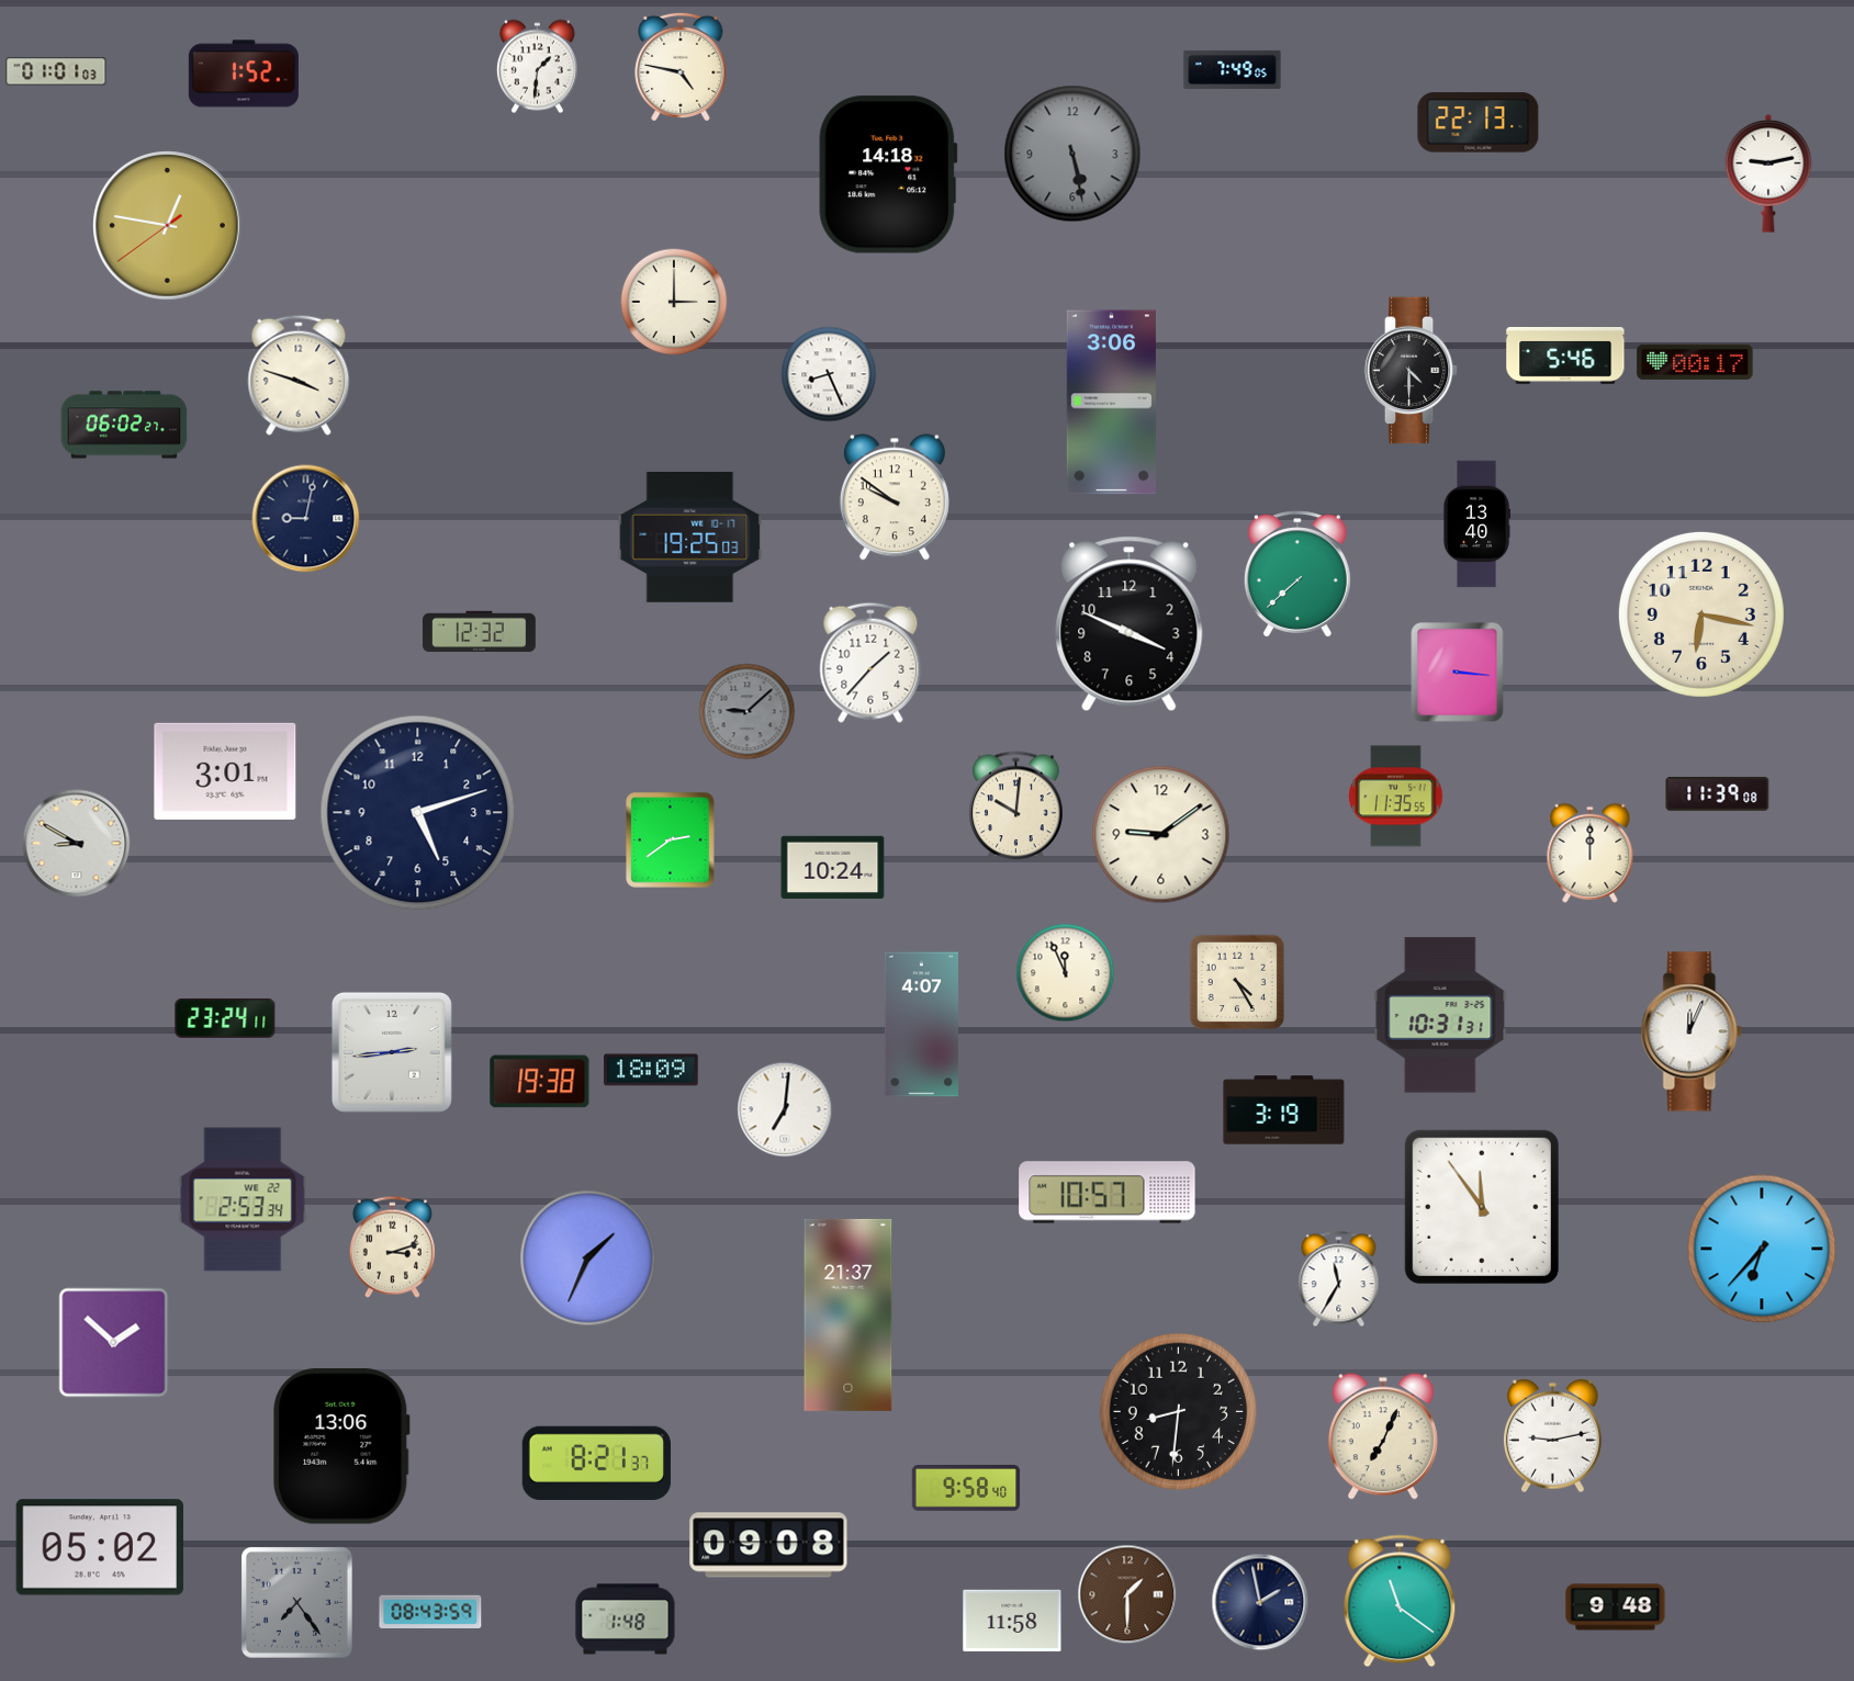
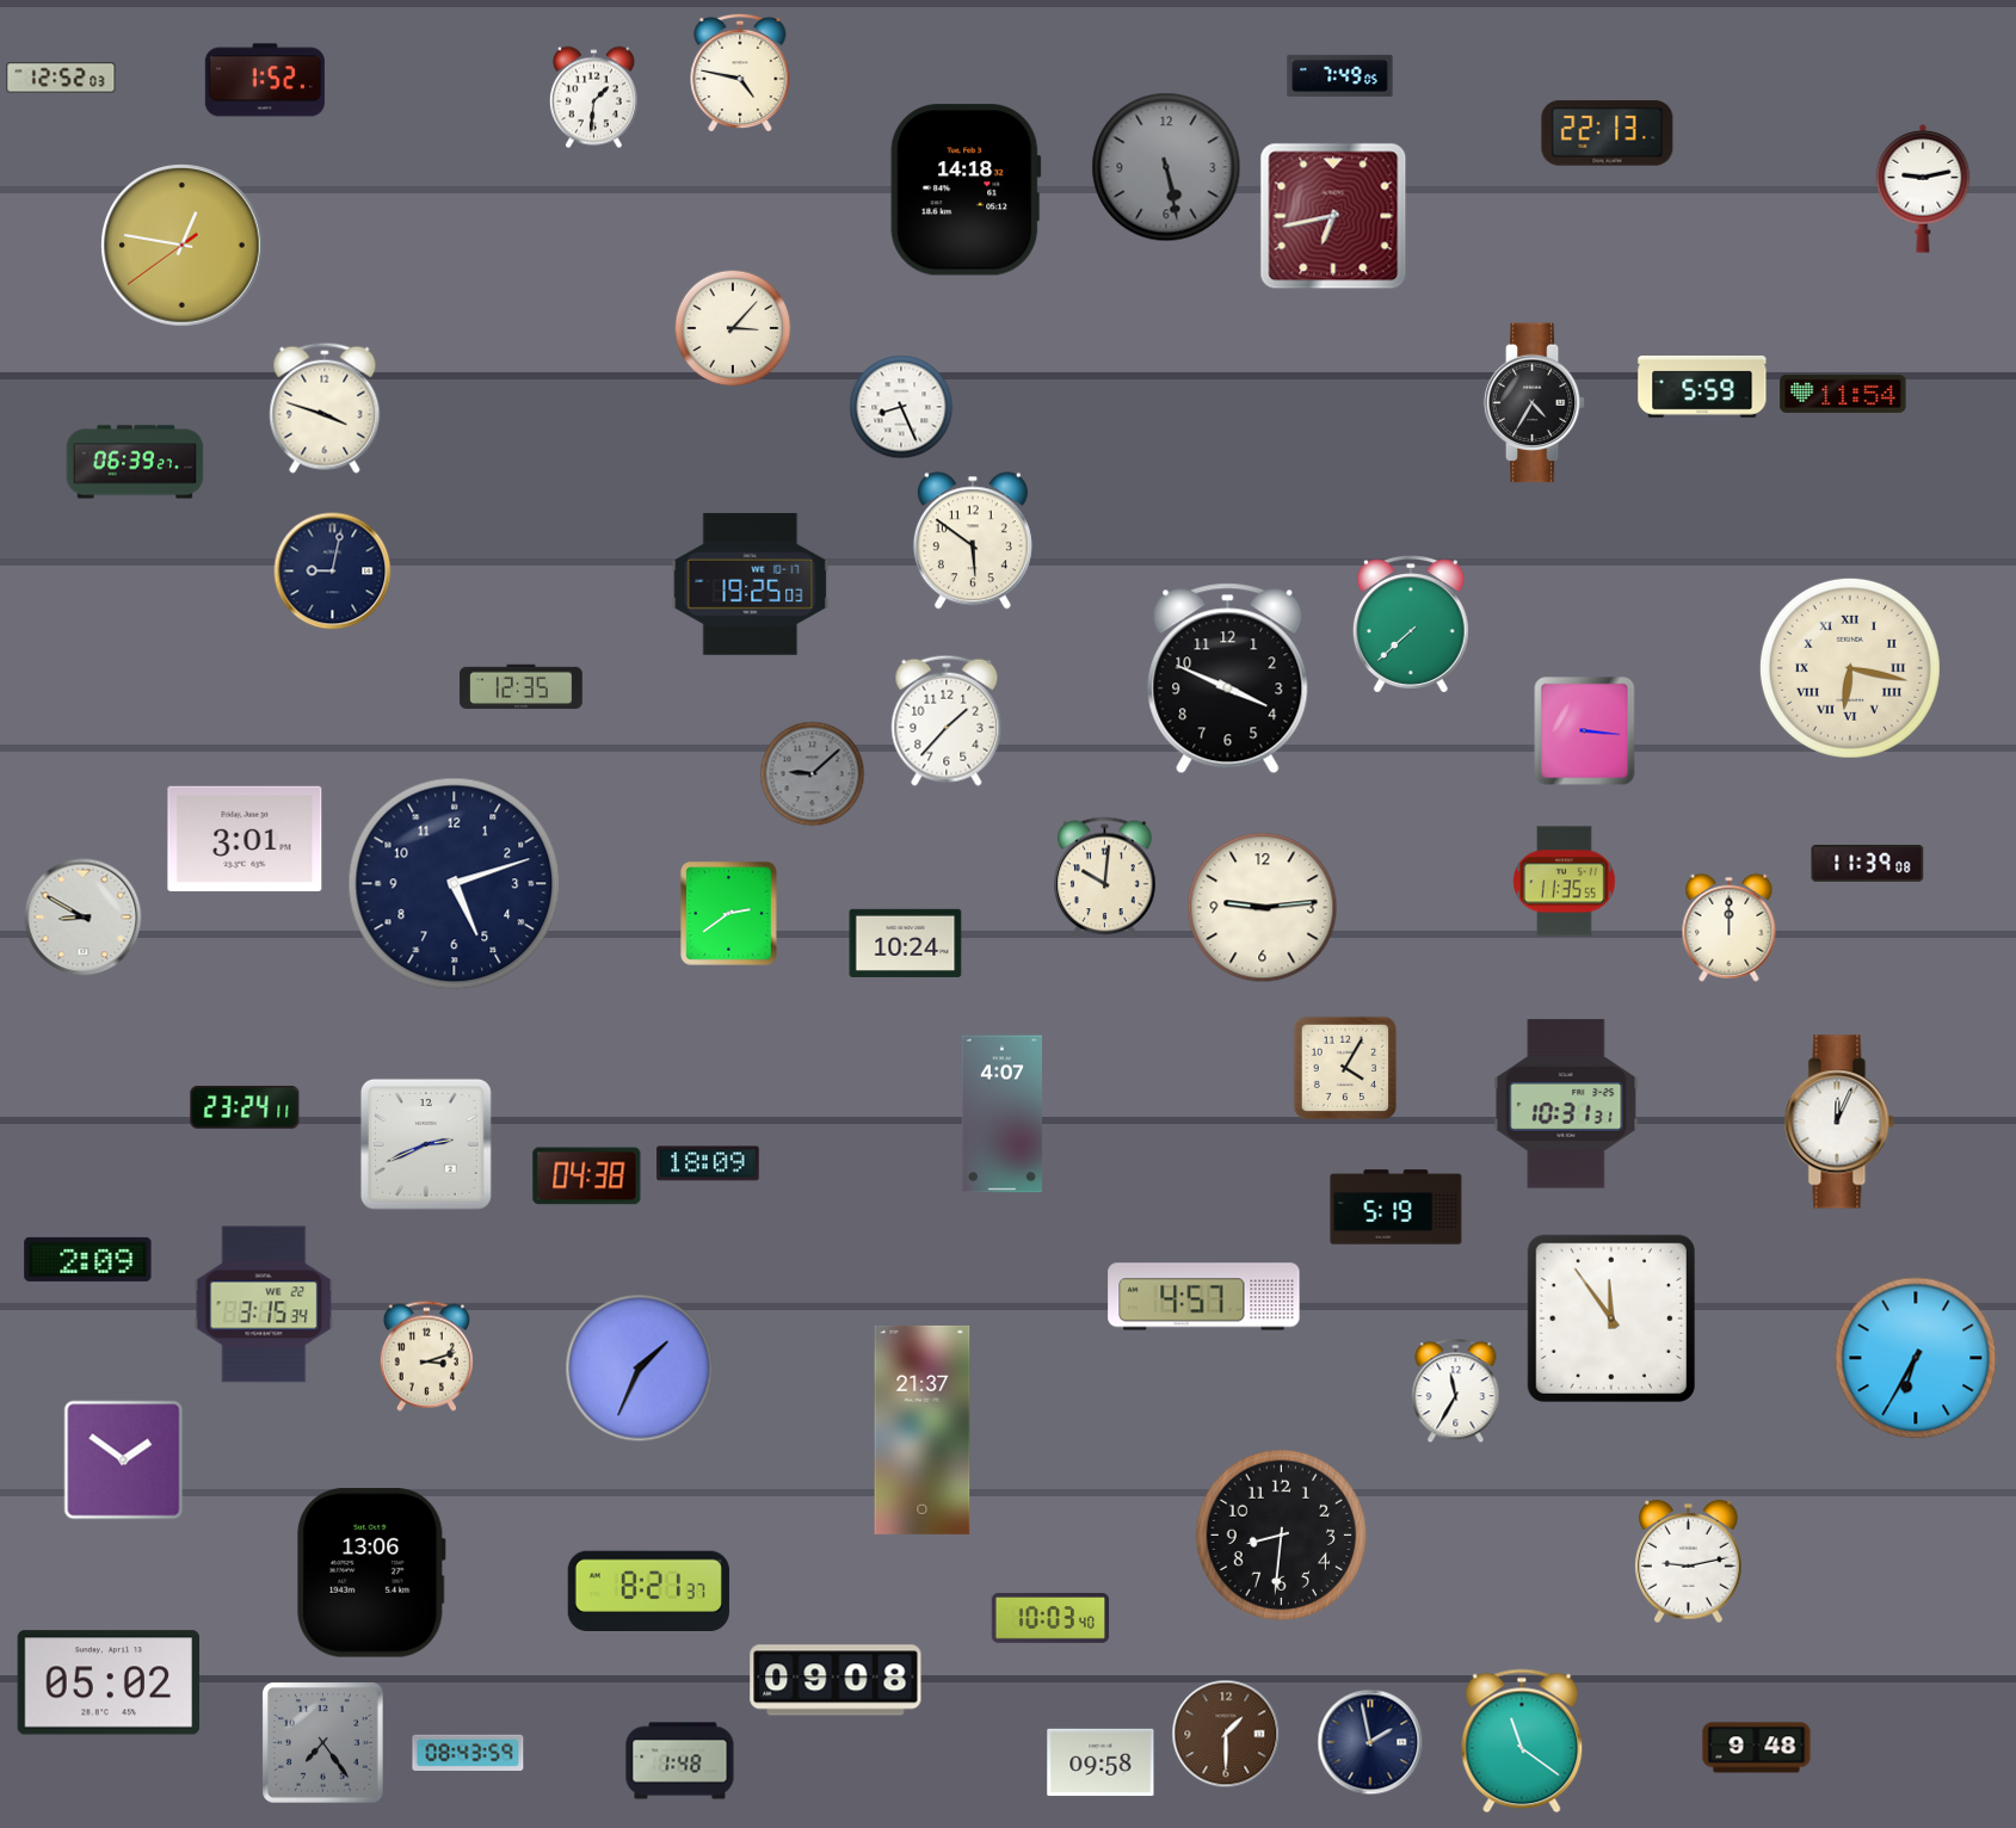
clock at (537, 67) position: (537, 67) -> (593, 98)
clock at (56, 71): 01:01 -> 12:52
clock at (1333, 216): none -> 6:43
clock at (674, 302): 3:00 -> 3:07
clock at (1565, 357): 5:46 -> 5:59
clock at (1695, 362): 00:17 -> 11:54
clock at (1412, 371): 4:30 -> 4:35
clock at (1111, 403): 3:06 -> none
clock at (124, 425): 06:02 -> 06:39
clock at (895, 497): 9:51 -> 5:51
clock at (306, 519) position: (306, 519) -> (333, 572)
clock at (1476, 524): 13:40 -> none
clock at (1701, 614) numerals: Arabic -> Roman
clock at (480, 632): 12:32 -> 12:35
clock at (1396, 797) position: (1396, 797) -> (1565, 882)
clock at (1161, 835): 9:09 -> 9:14
clock at (1066, 973): 11:56 -> none
clock at (1237, 982): 4:25 -> 4:05
clock at (392, 1052): 2:44 -> 2:41
clock at (540, 1082): 19:38 -> 04:38
clock at (785, 1109): 7:01 -> none
clock at (1284, 1110): 3:19 -> 5:19
clock at (88, 1259): none -> 2:09
clock at (1108, 1193): 10:57 -> 4:57
clock at (243, 1199): 2:53 -> 3:15
clock at (1482, 1207) position: (1482, 1207) -> (1611, 1318)
clock at (1762, 1249): 6:37 -> 6:35
clock at (114, 1343): 1:52 -> 1:51
clock at (1383, 1436): 7:04 -> none
clock at (966, 1489): 9:58 -> 10:03
clock at (1012, 1621): 11:58 -> 09:58
